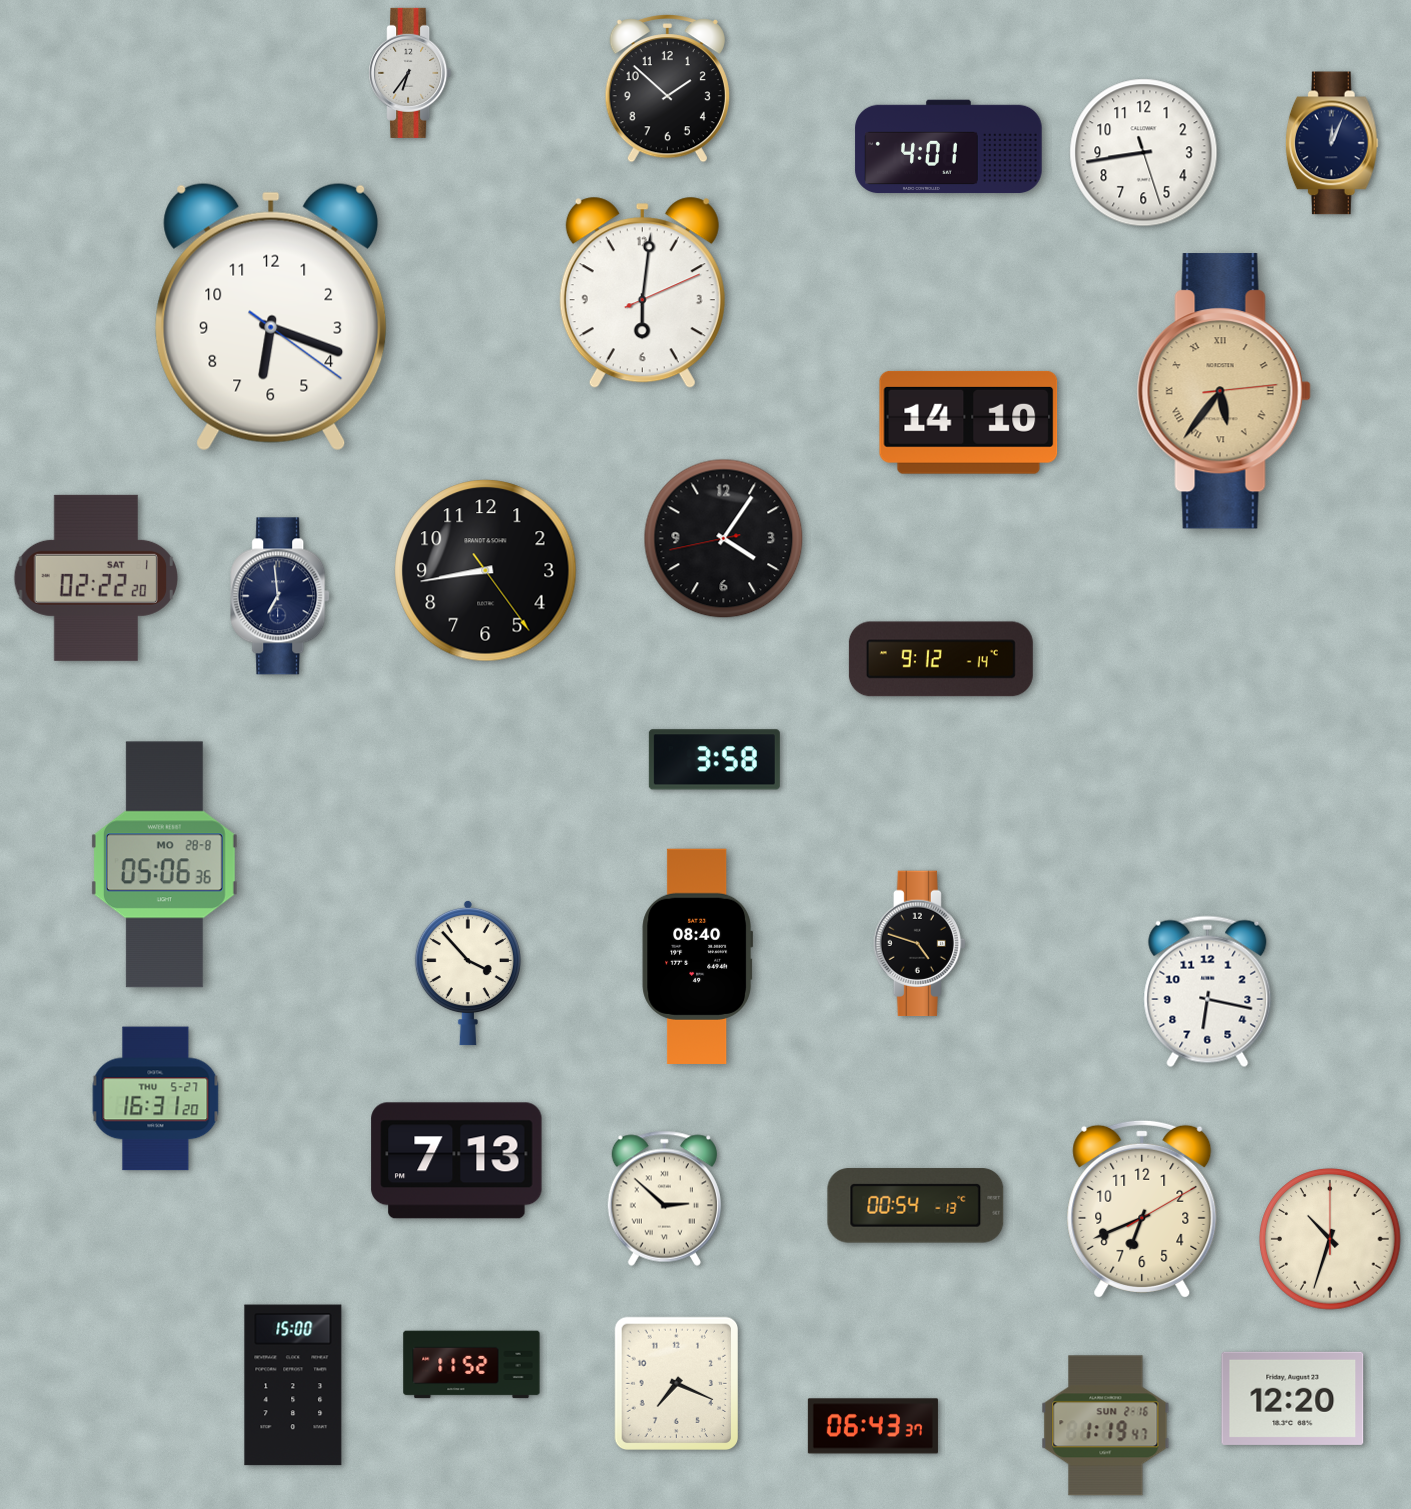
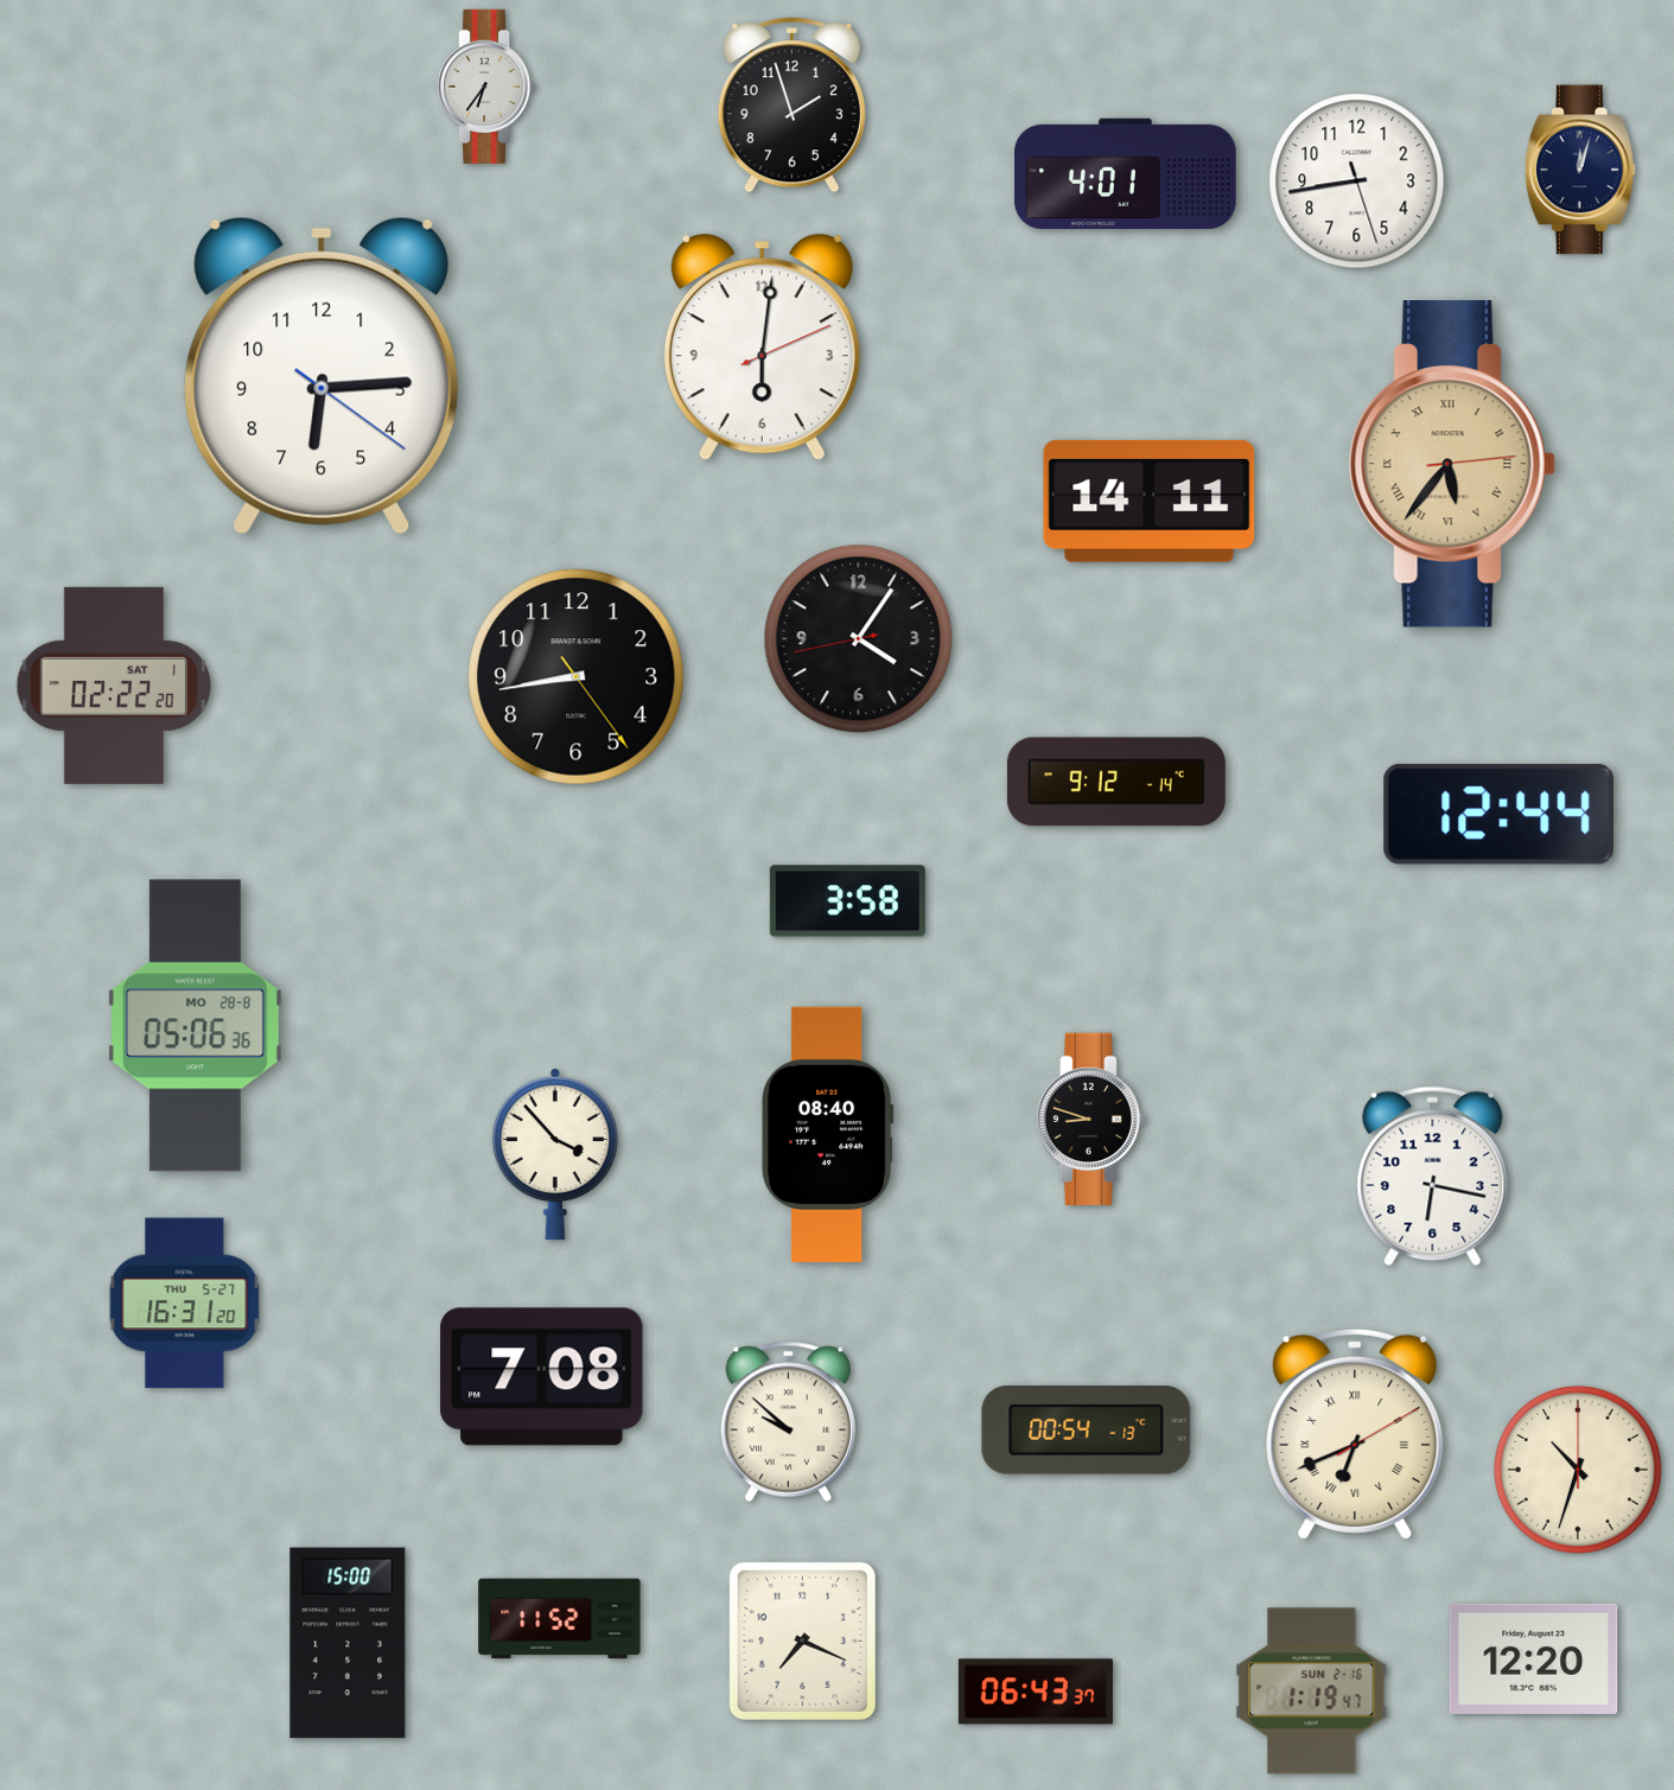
clock at (667, 89): 1:52 -> 1:57
clock at (1332, 143): 12:04 -> 12:03
clock at (271, 317): 6:18 -> 6:14
clock at (969, 422): 14:10 -> 14:11
clock at (281, 596): 6:59 -> none
clock at (1500, 814): none -> 12:44
clock at (919, 944): 4:48 -> 8:48
clock at (457, 1161): 7:13 -> 7:08
clock at (664, 1198): 2:52 -> 9:52
clock at (1142, 1209) numerals: Arabic -> Roman
